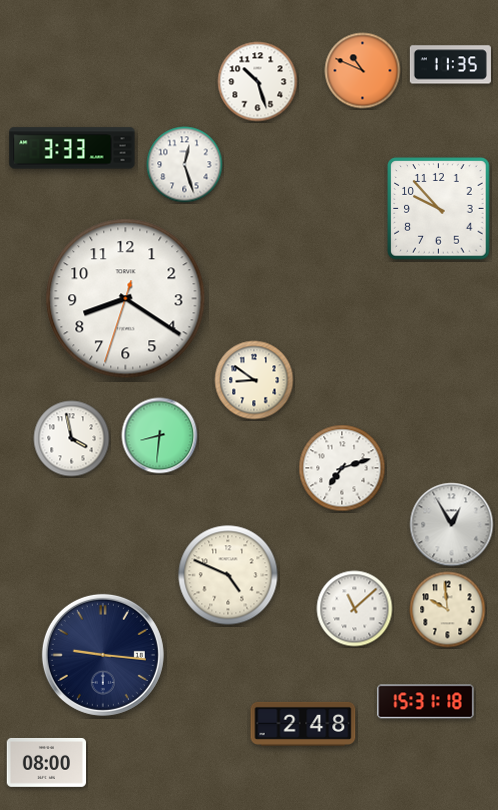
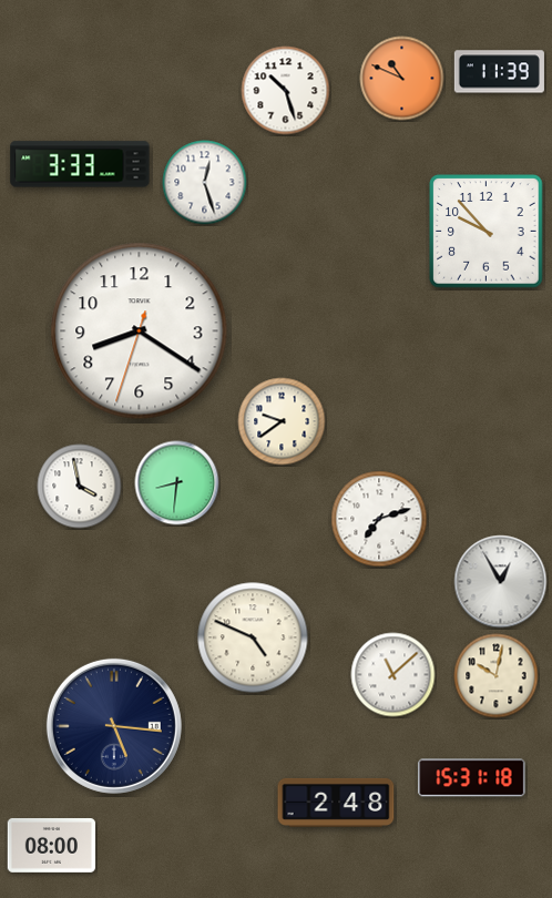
clock at (450, 65): 11:35 -> 11:39
clock at (254, 380): 8:51 -> 9:39
clock at (448, 610): 9:59 -> 10:02
clock at (103, 655): 9:16 -> 5:16
